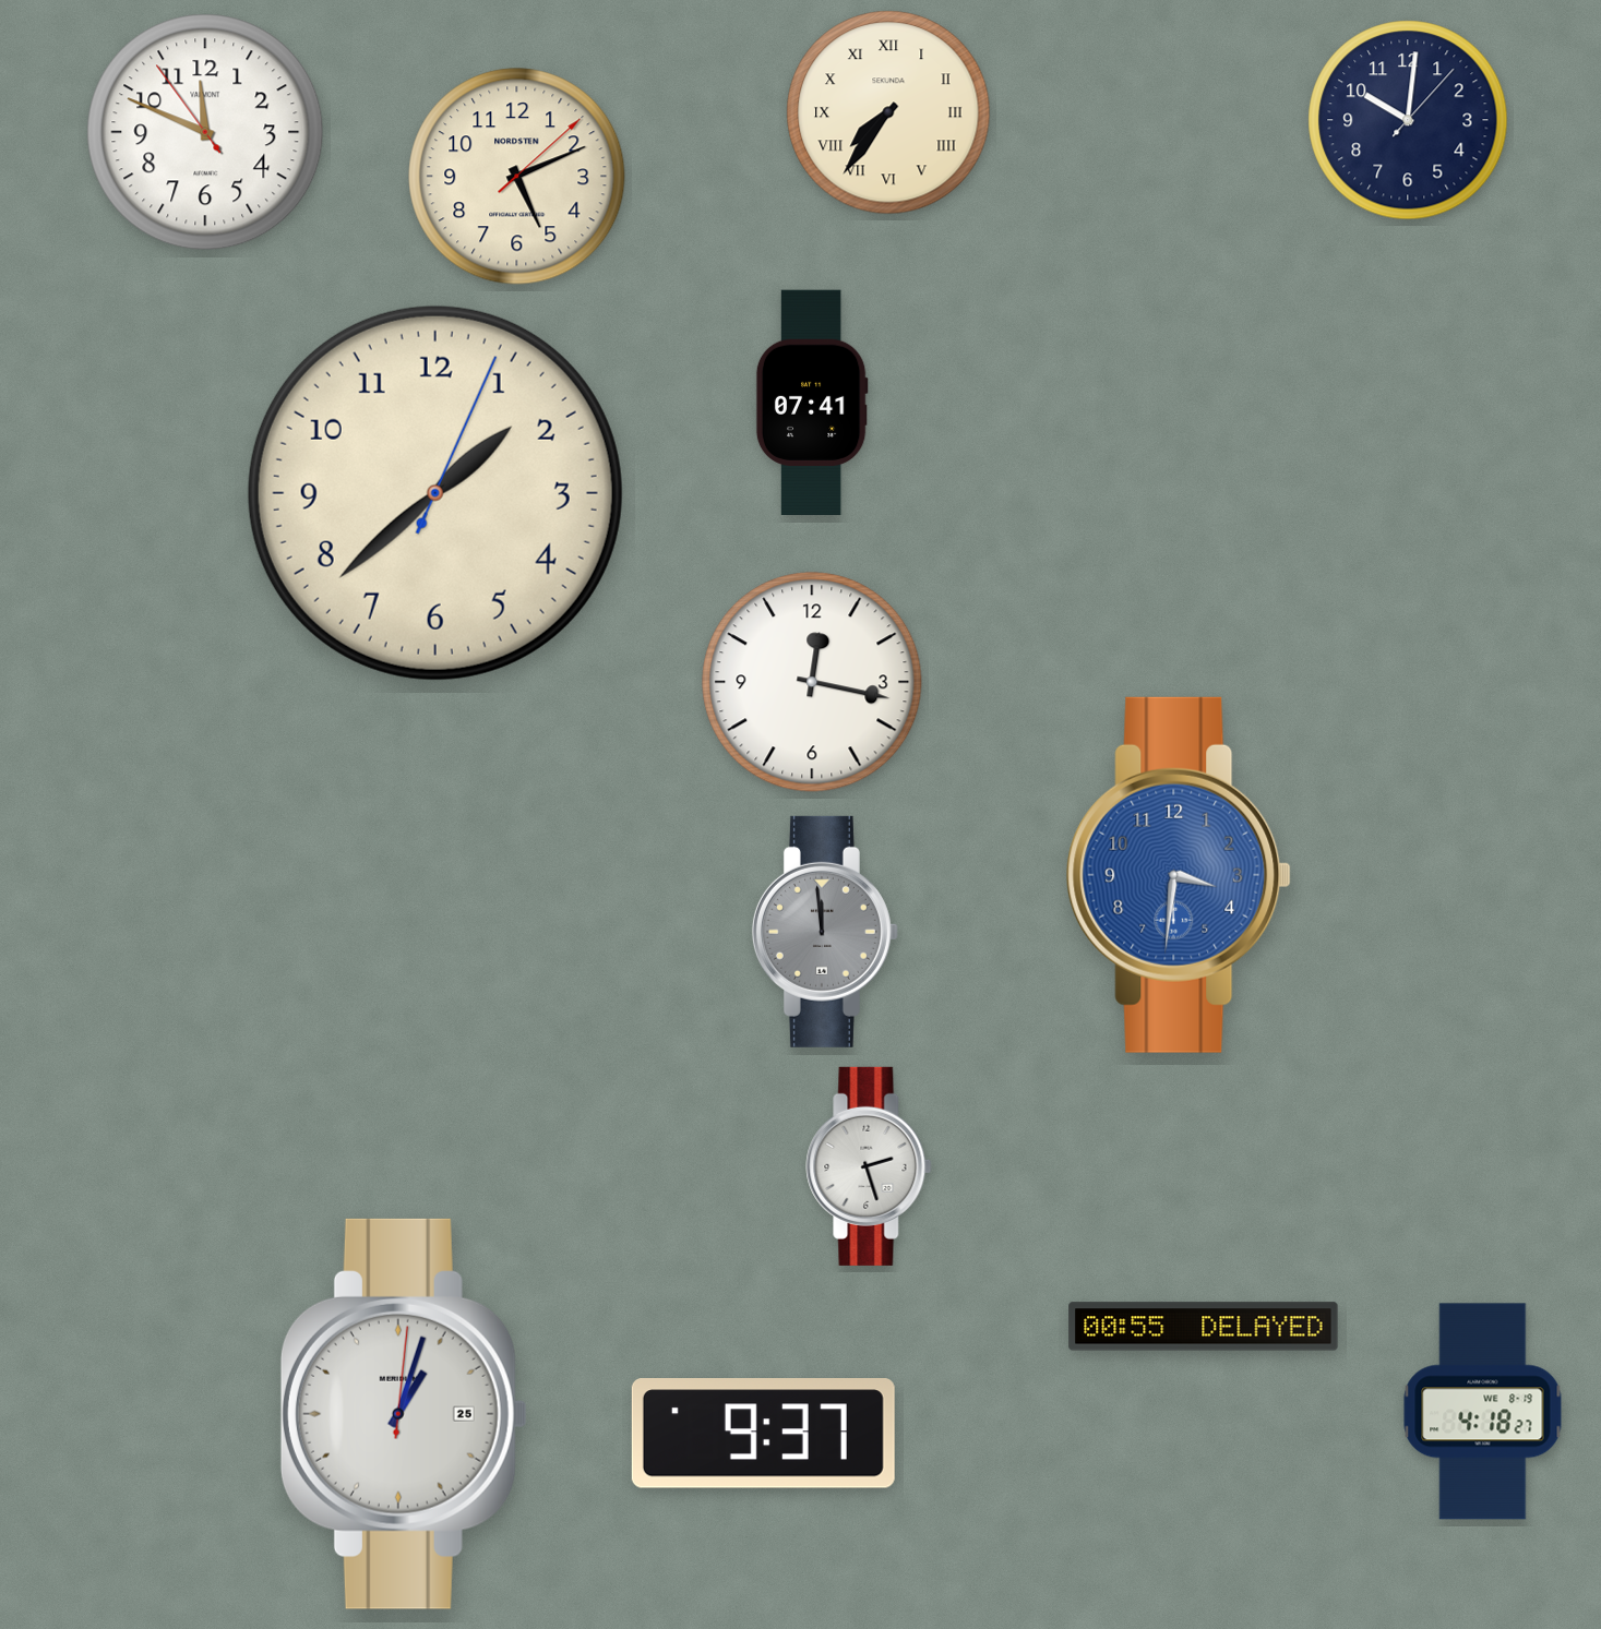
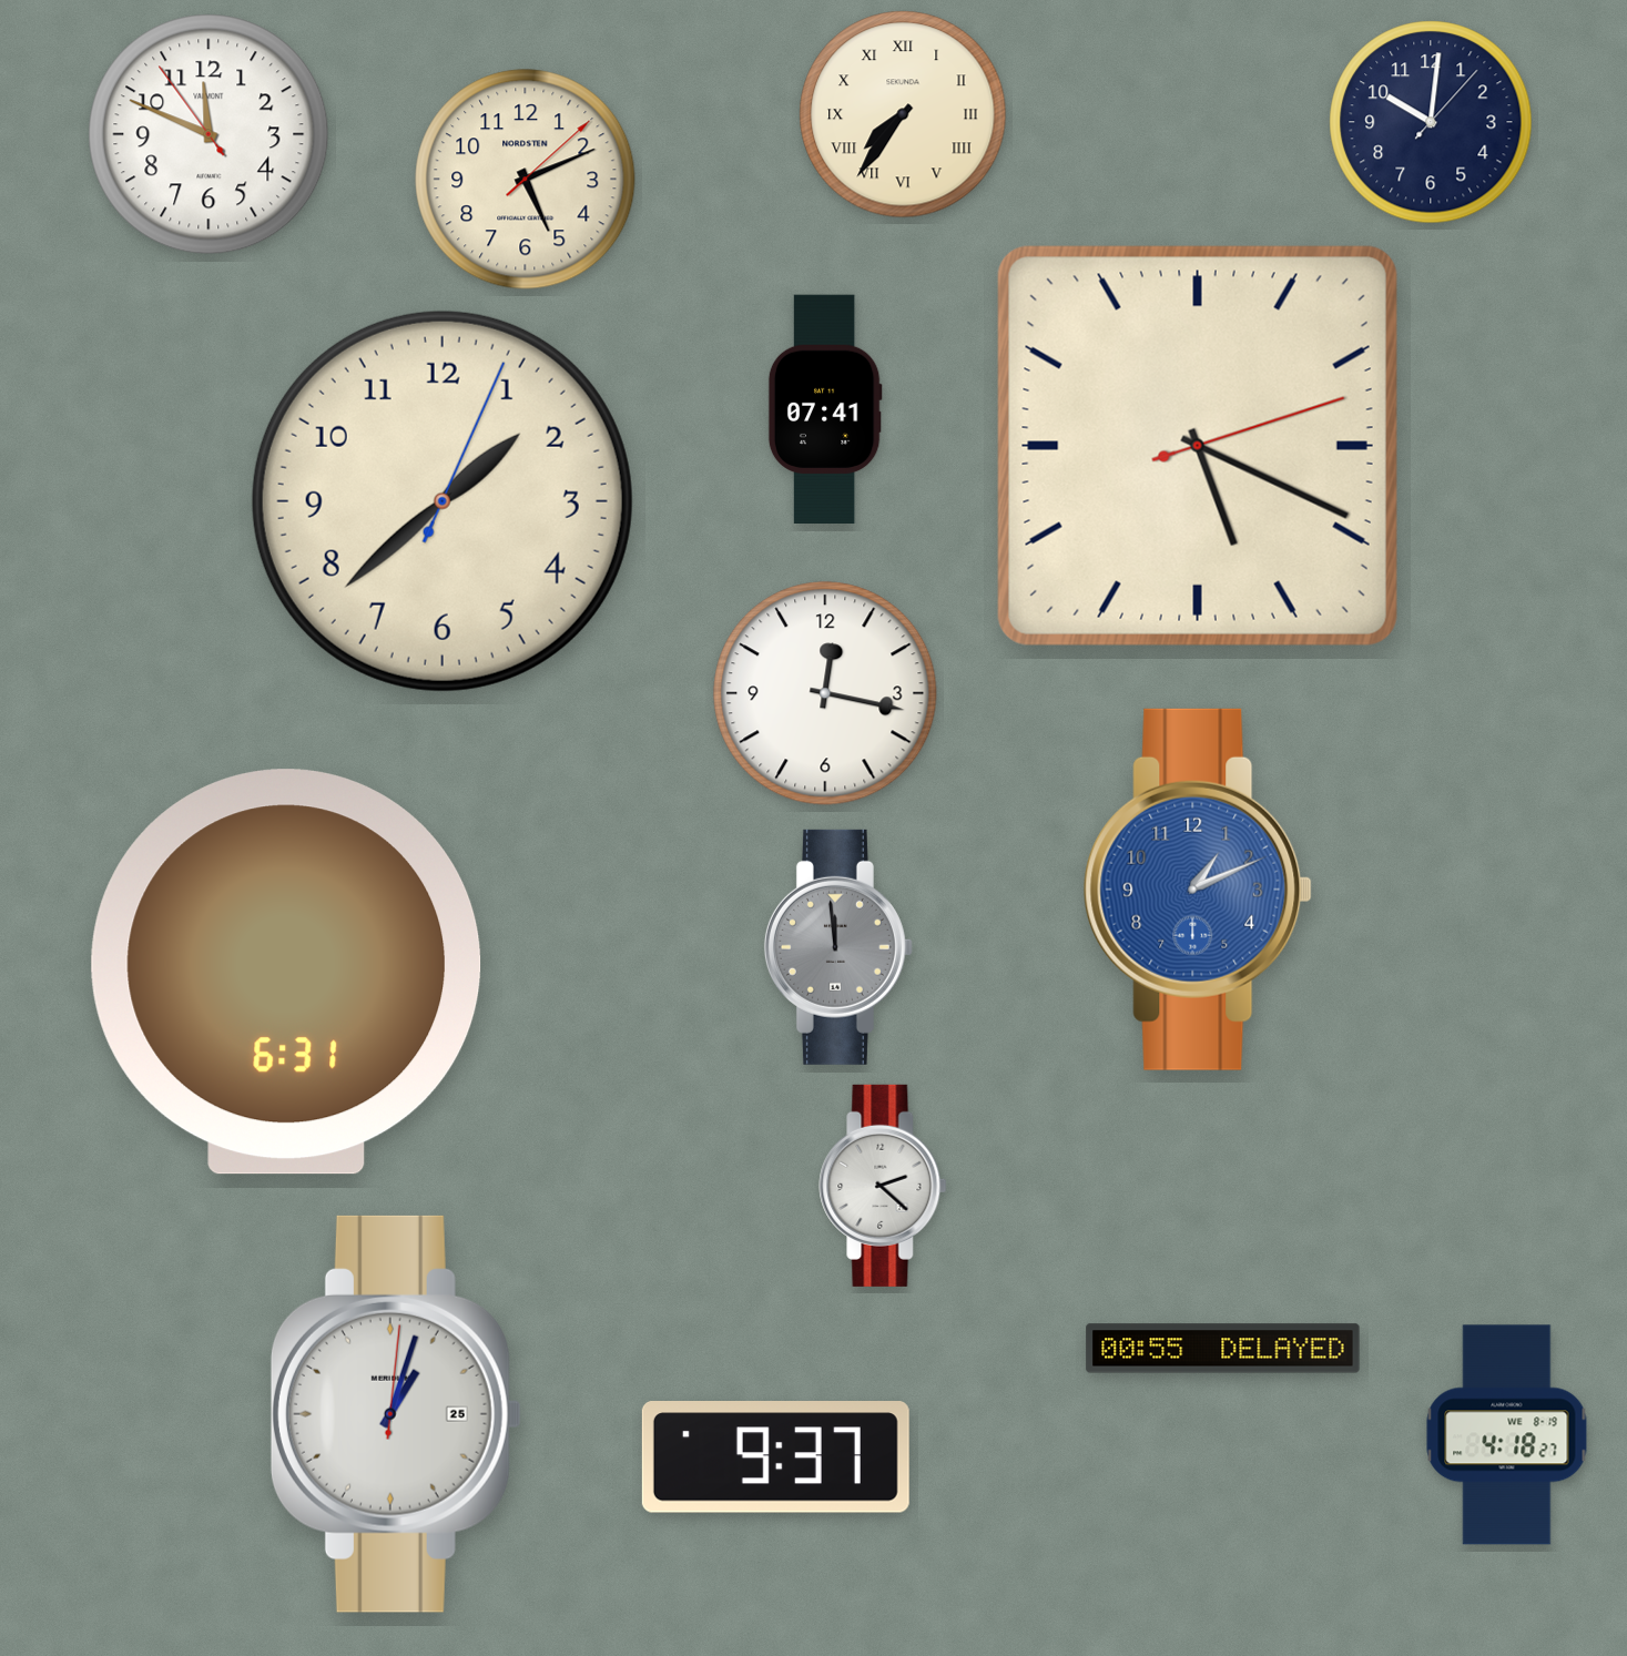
clock at (1198, 446): none -> 5:19
clock at (1179, 875): 3:31 -> 1:11
clock at (286, 972): none -> 6:31
clock at (869, 1166): 2:27 -> 2:22
clock at (404, 1414) position: (404, 1414) -> (396, 1414)
